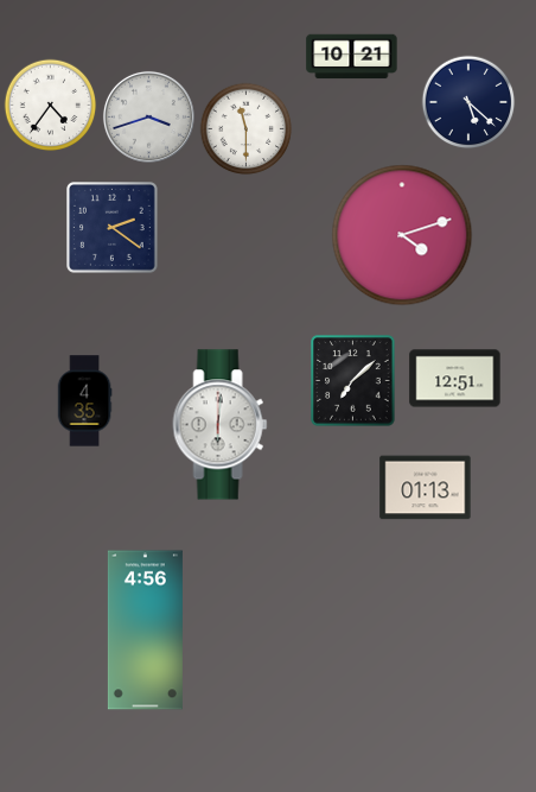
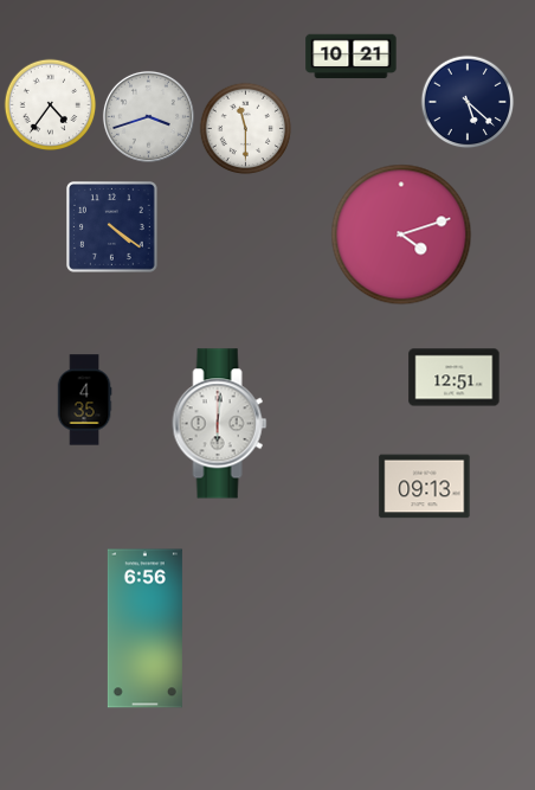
clock at (113, 228): 2:21 -> 4:21
clock at (353, 381): 7:08 -> none
clock at (426, 488): 01:13 -> 09:13
clock at (145, 631): 4:56 -> 6:56
